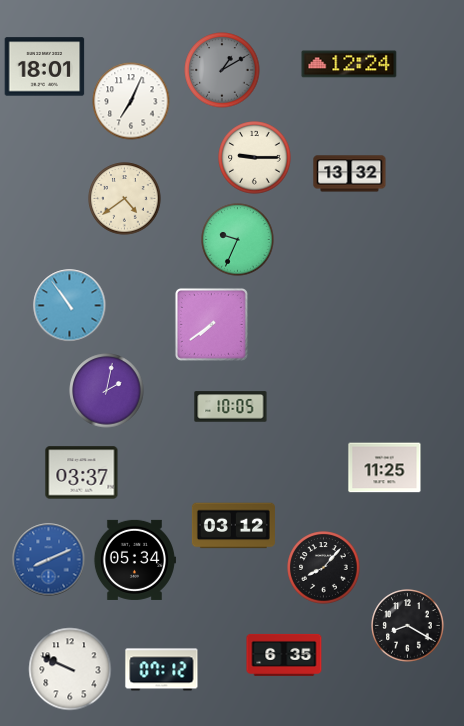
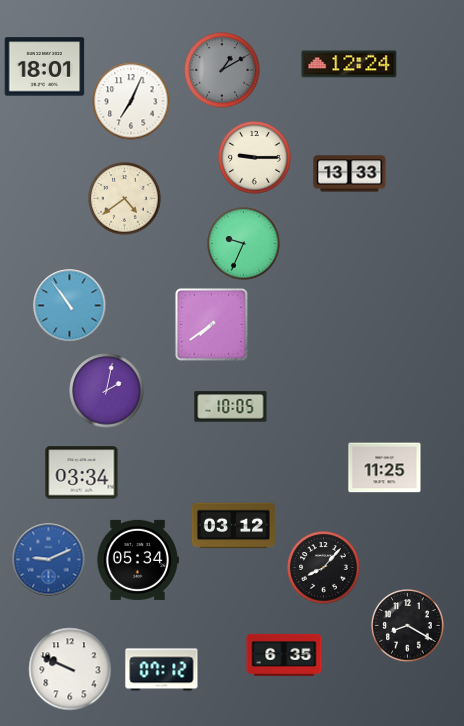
clock at (350, 174): 13:32 -> 13:33
clock at (238, 240) position: (238, 240) -> (244, 244)
clock at (82, 473): 03:37 -> 03:34
clock at (49, 560): 8:11 -> 9:11
clock at (134, 560) position: (134, 560) -> (137, 560)
